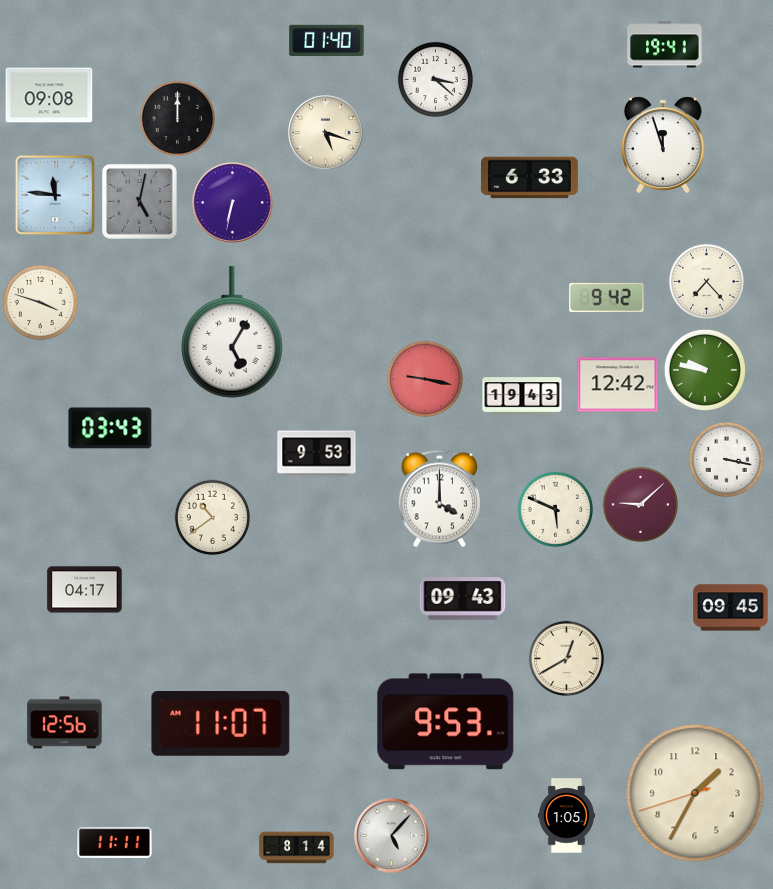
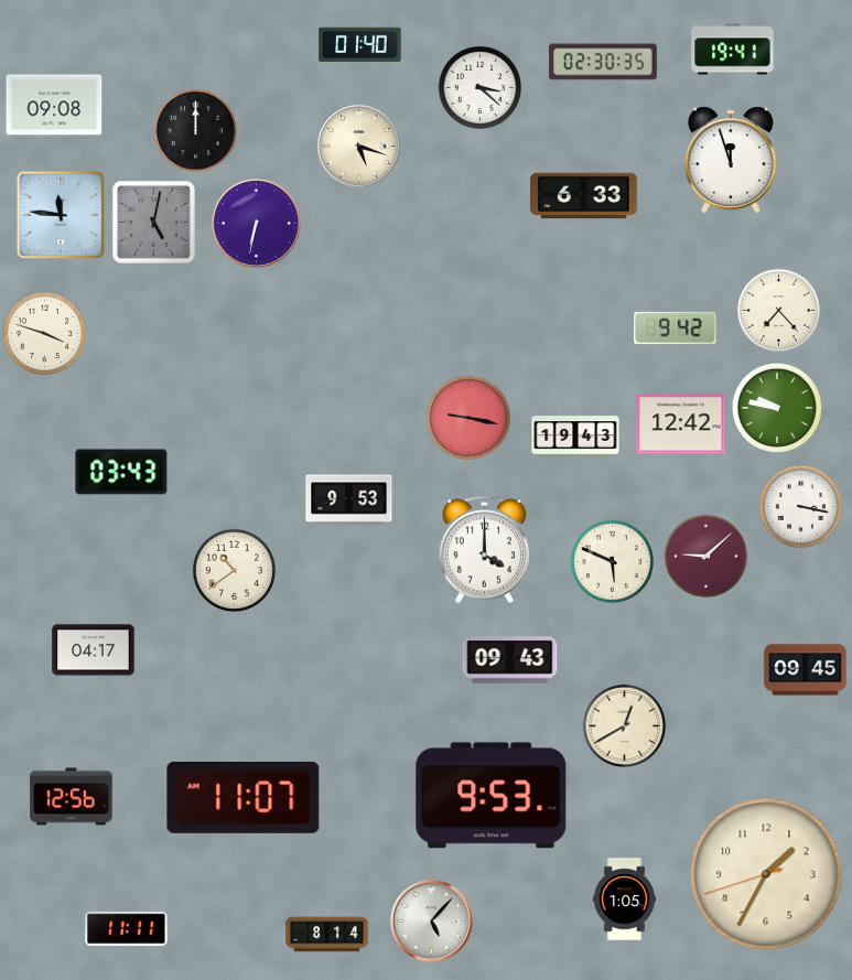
clock at (604, 62): none -> 02:30
clock at (607, 297) position: (607, 297) -> (676, 327)
clock at (232, 332): 5:05 -> none
